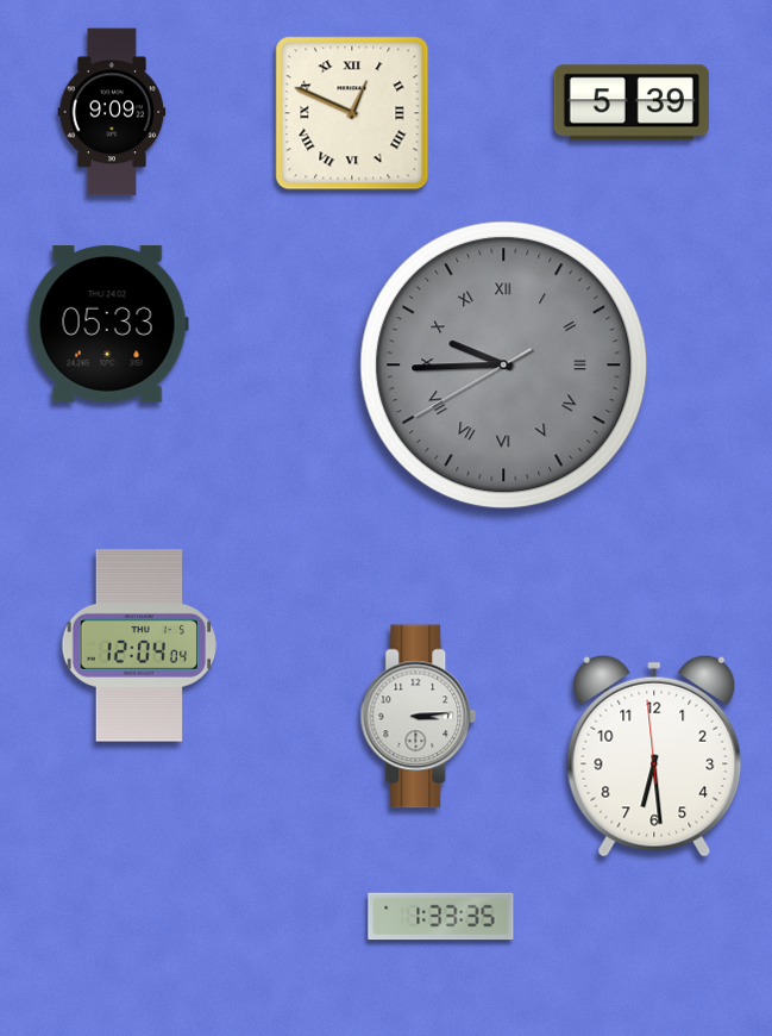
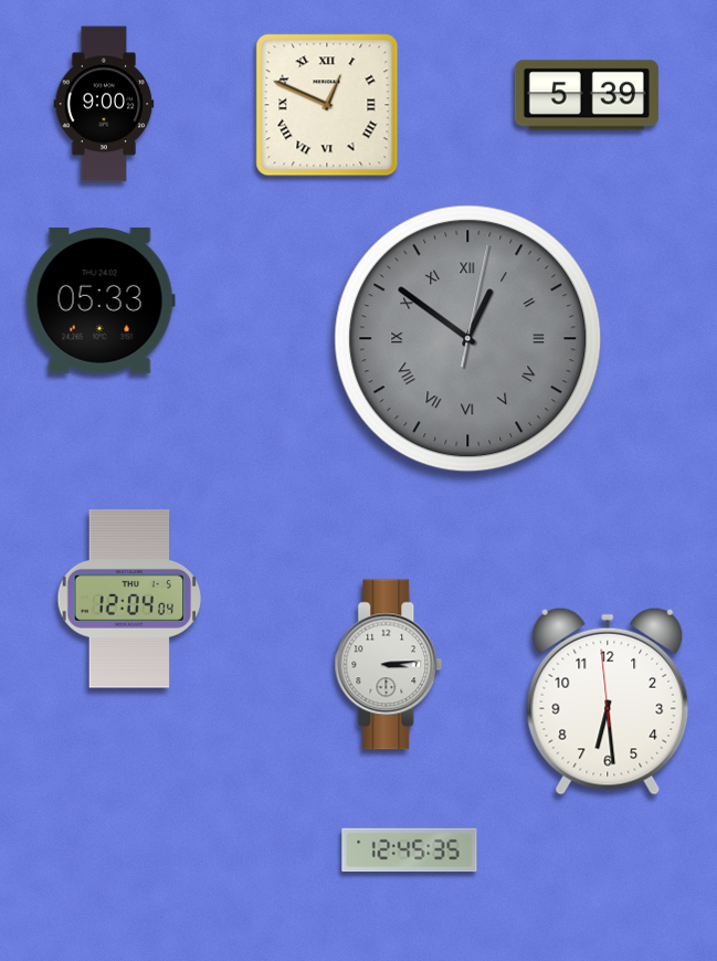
clock at (112, 112): 9:09 -> 9:00
clock at (504, 366): 9:44 -> 12:51
clock at (441, 917): 1:33 -> 12:45
